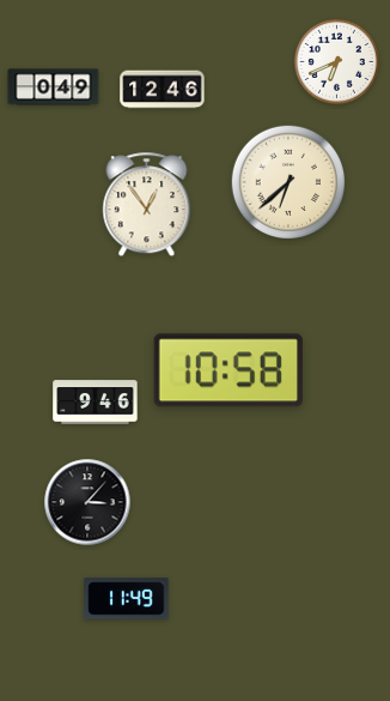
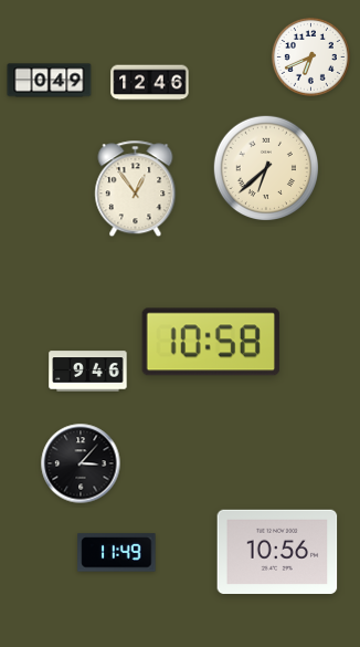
clock at (277, 552): none -> 10:56
